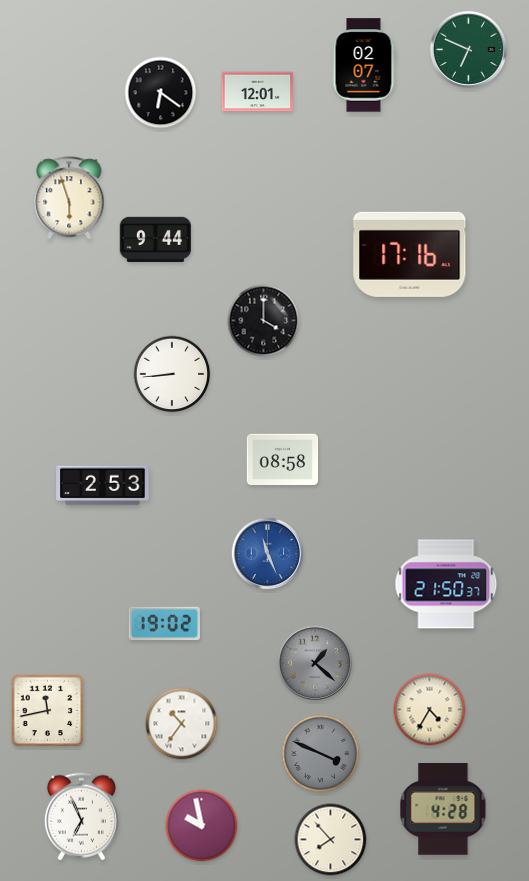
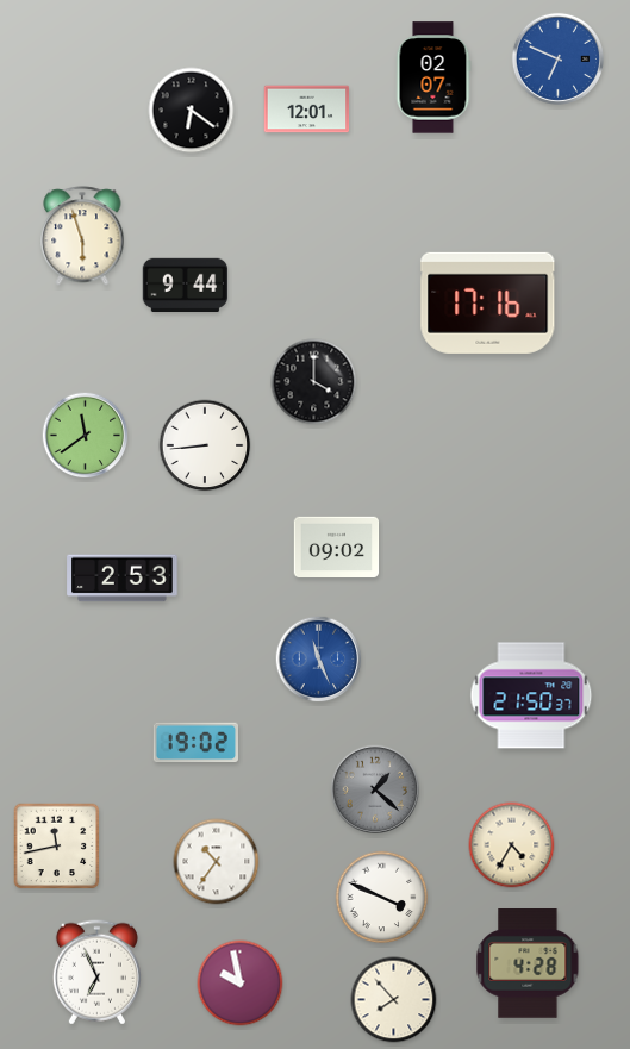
clock at (468, 49) dial: green -> blue
clock at (86, 436): none -> 11:39
clock at (283, 460): 08:58 -> 09:02
clock at (321, 754) dial: grey -> white
